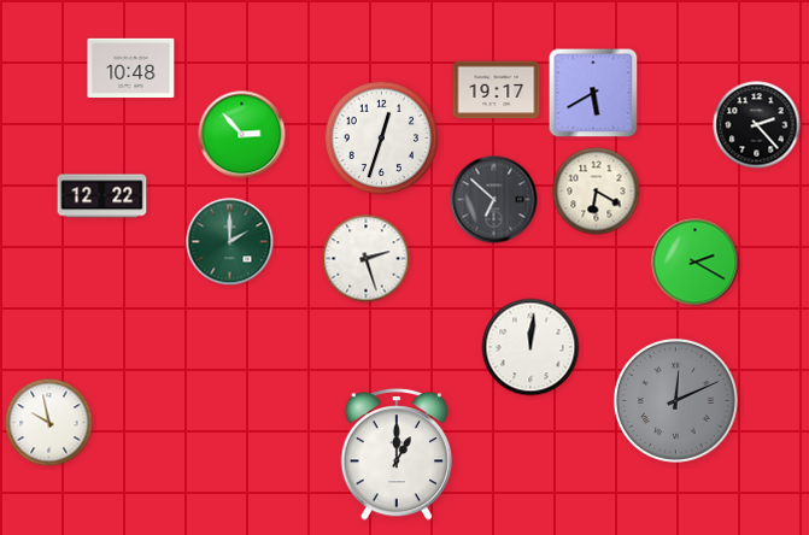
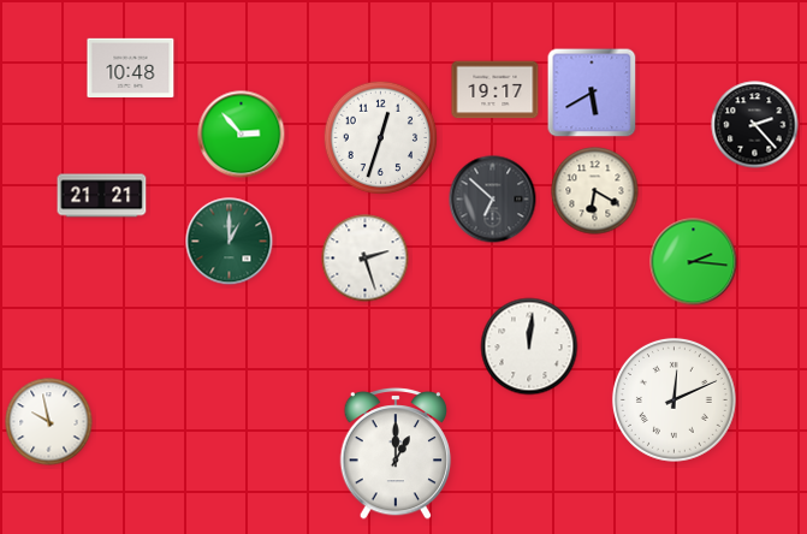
clock at (102, 196): 12:22 -> 21:21
clock at (230, 242): 2:00 -> 1:00
clock at (696, 263): 2:20 -> 2:16
clock at (675, 400) dial: grey -> white
